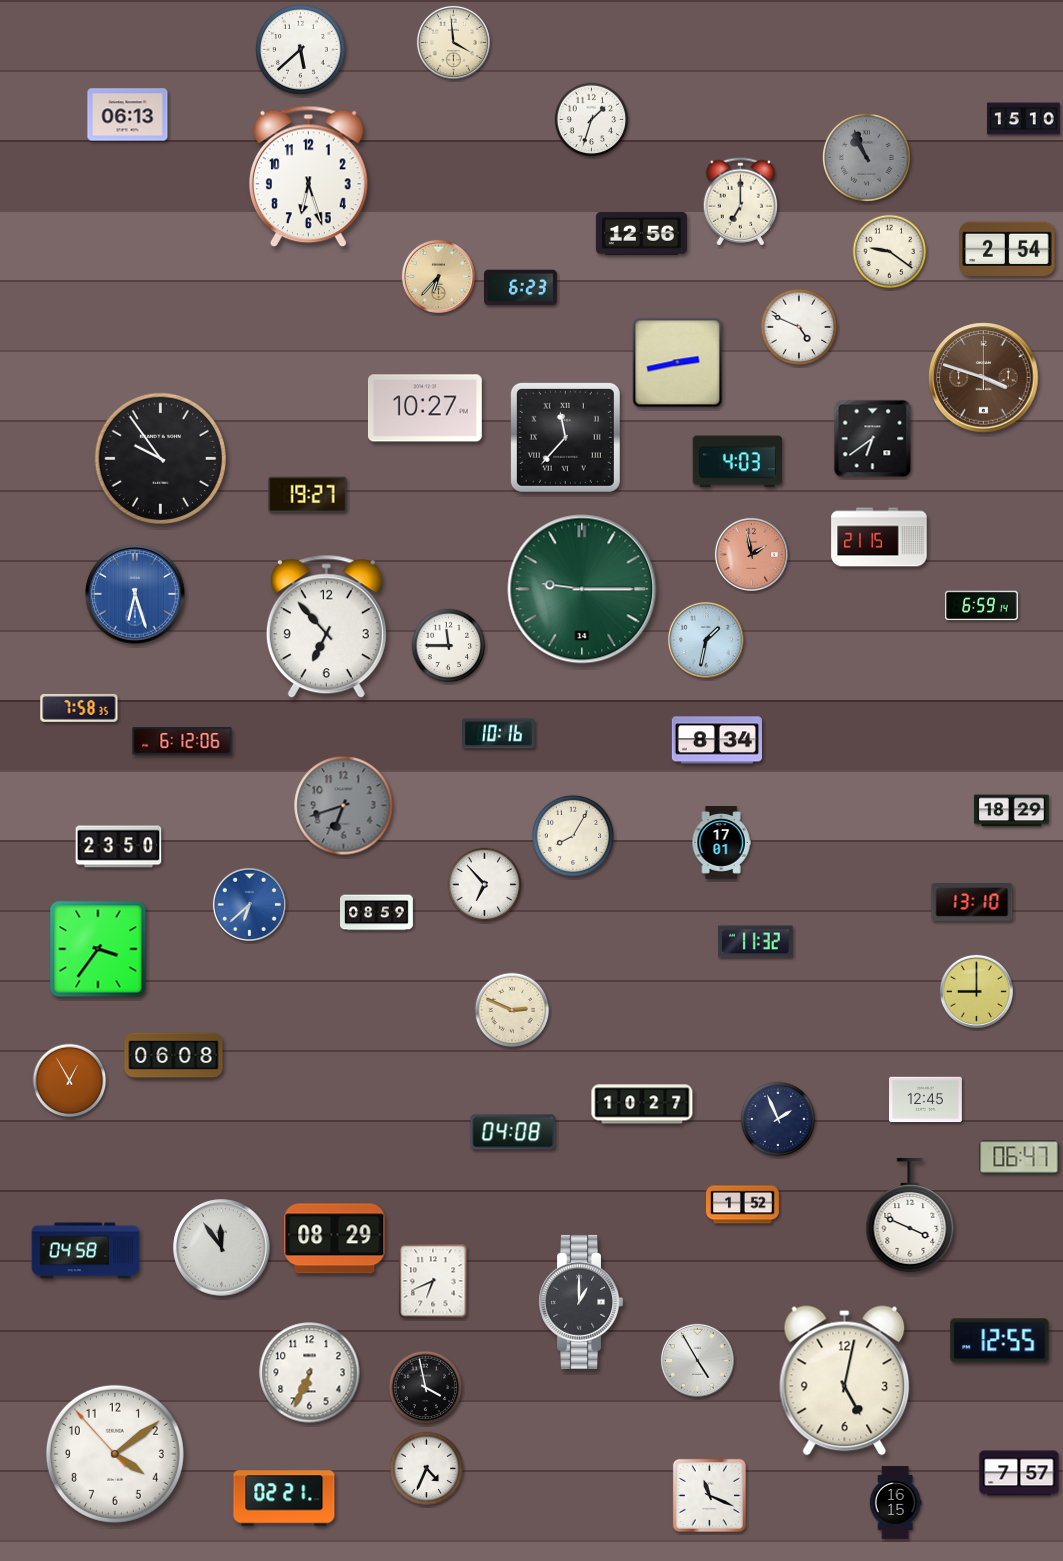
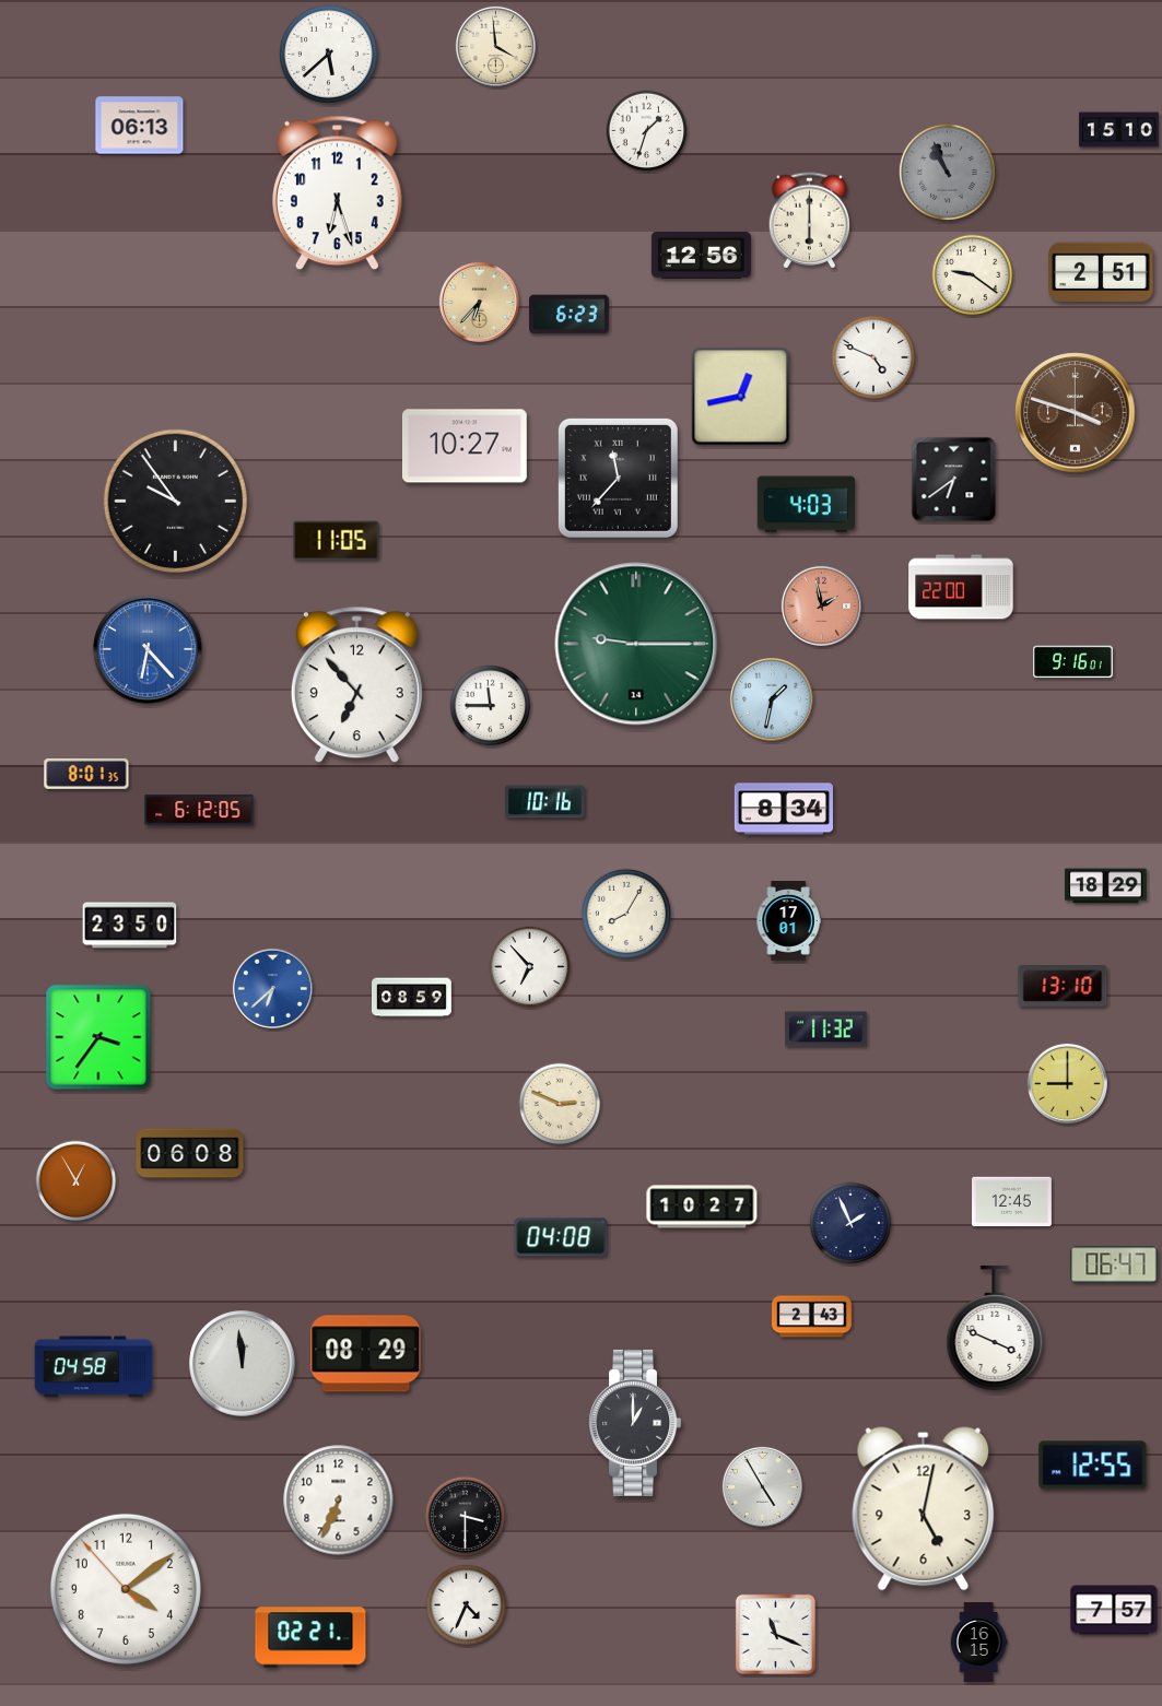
clock at (740, 202): 7:00 -> 6:00
clock at (1007, 249): 2:54 -> 2:51
clock at (678, 363): 2:43 -> 12:43
clock at (308, 495): 19:27 -> 11:05
clock at (879, 537): 21:15 -> 22:00
clock at (135, 594): 6:27 -> 6:23
clock at (982, 606): 6:59 -> 9:16
clock at (79, 708): 7:58 -> 8:01
clock at (182, 741): 6:12:06 -> 6:12:05
clock at (344, 806): 6:42 -> none
clock at (98, 949) position: (98, 949) -> (98, 1037)
clock at (743, 1205): 1:52 -> 2:43
clock at (222, 1248): 11:54 -> 11:59
clock at (433, 1281): 6:41 -> none
clock at (426, 1388): 3:58 -> 3:30
